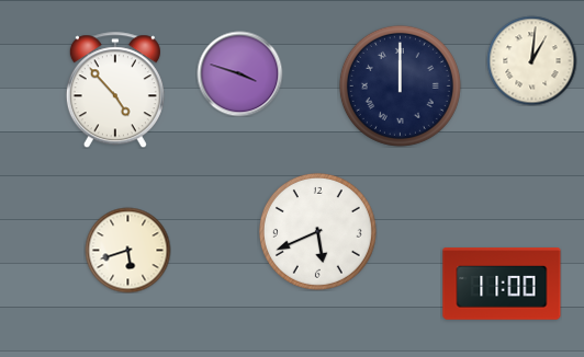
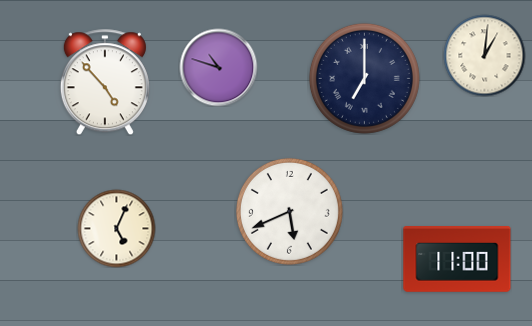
clock at (239, 73): 3:48 -> 10:48
clock at (400, 85): 12:00 -> 7:00
clock at (127, 250): 5:42 -> 5:04
